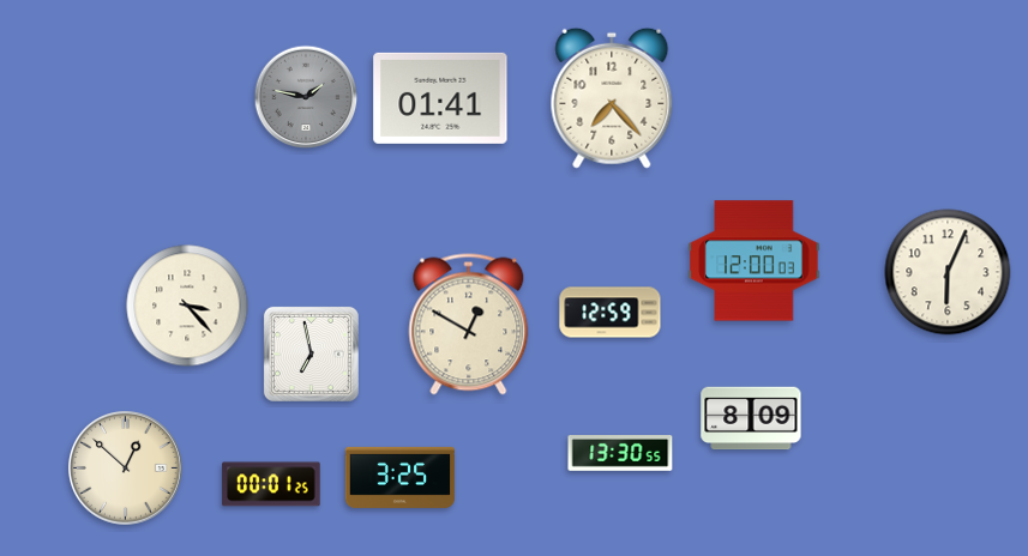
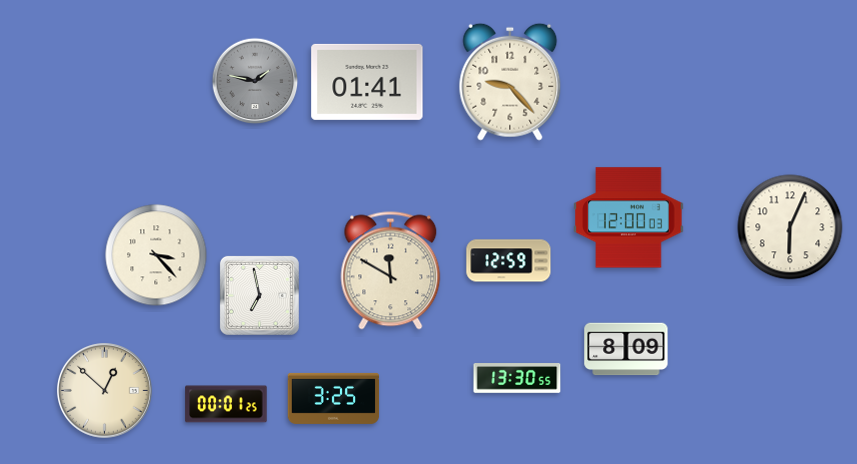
clock at (612, 98): 7:23 -> 9:23
clock at (469, 325): 12:50 -> 11:50
